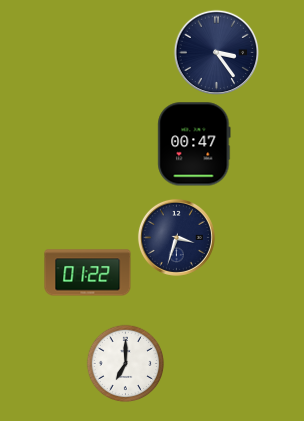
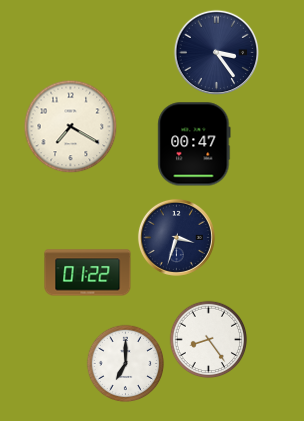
clock at (70, 126): none -> 7:20
clock at (208, 339): none -> 8:24
